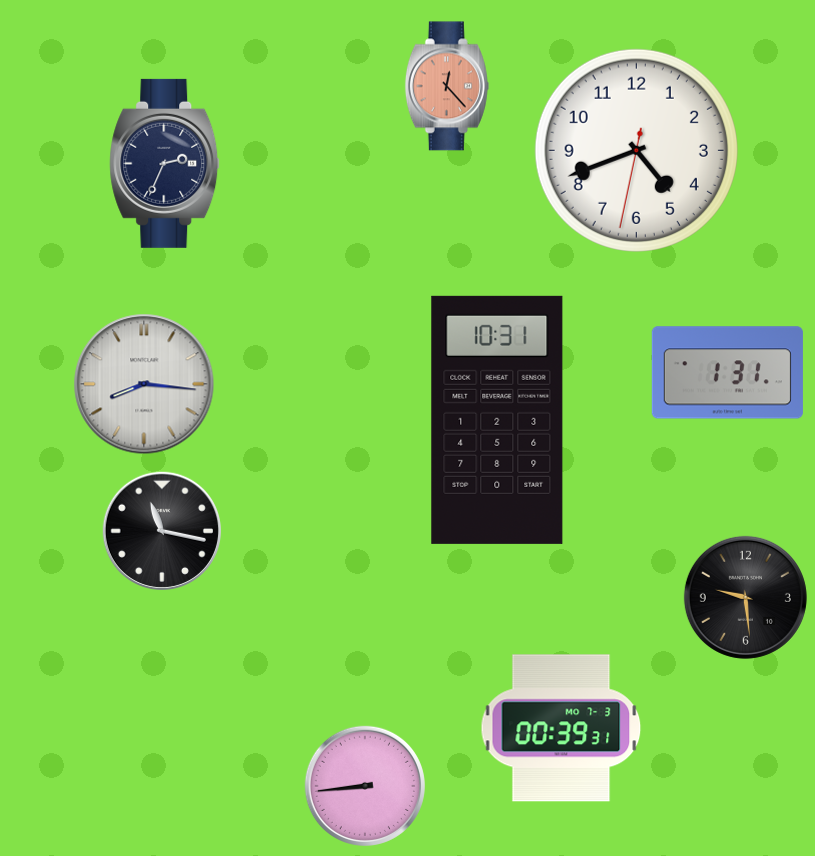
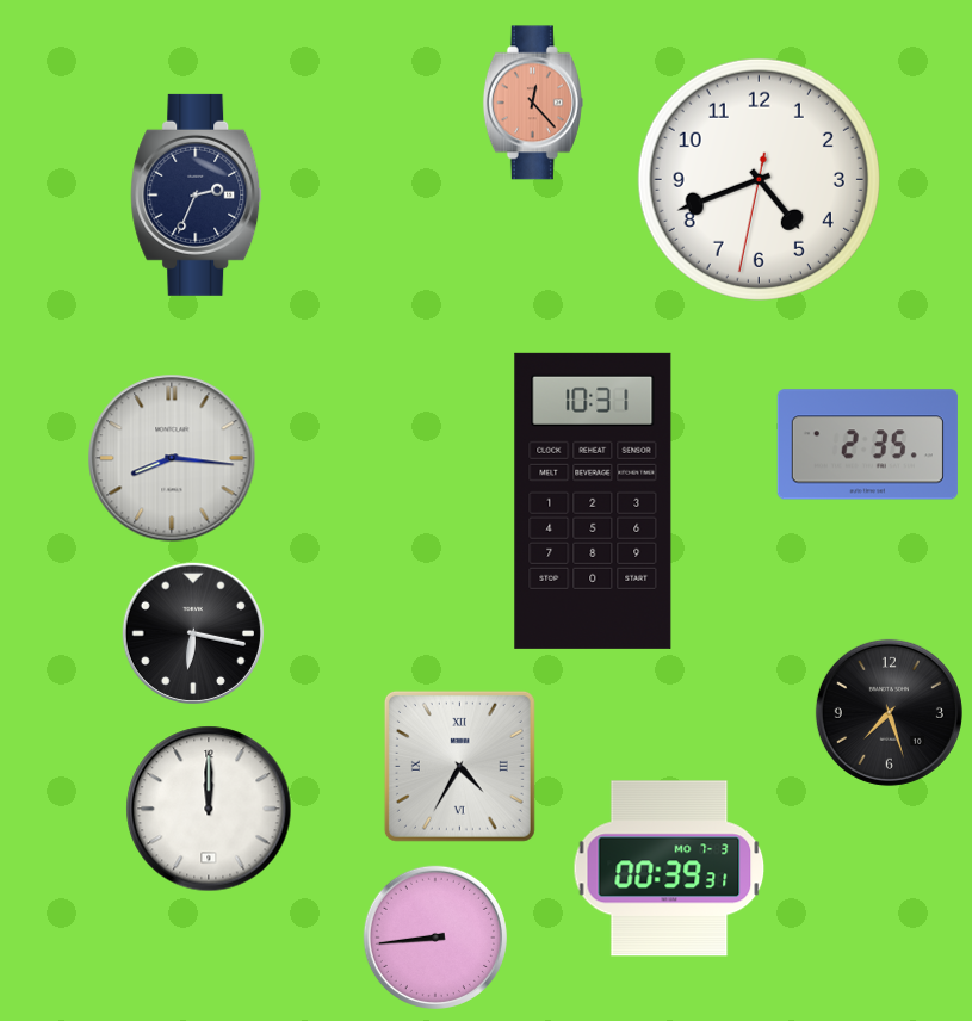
clock at (727, 373): 1:31 -> 2:35
clock at (161, 530): 11:17 -> 6:17
clock at (745, 597): 9:29 -> 7:27
clock at (459, 766): none -> 4:35
clock at (209, 809): none -> 12:00
